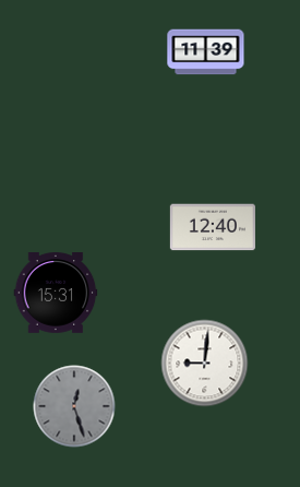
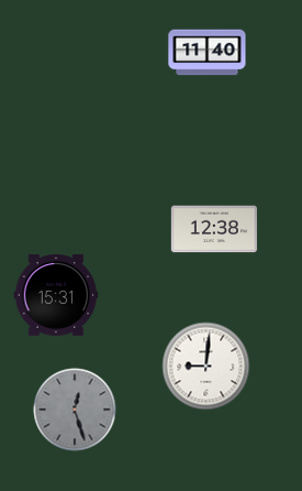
clock at (206, 52): 11:39 -> 11:40
clock at (213, 227): 12:40 -> 12:38
